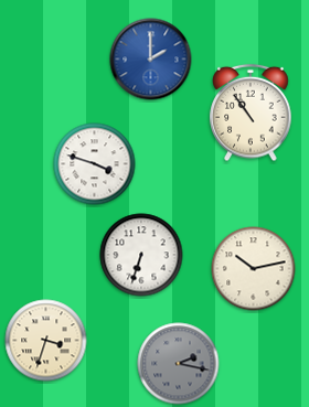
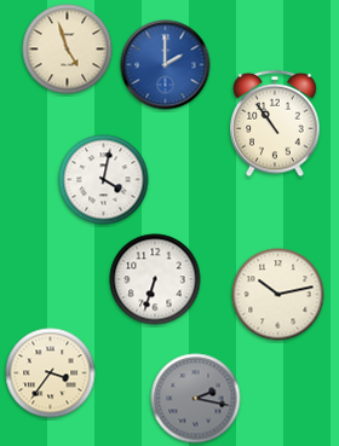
clock at (68, 50): none -> 4:57
clock at (95, 164): 3:48 -> 4:02
clock at (46, 341): 3:33 -> 3:36
